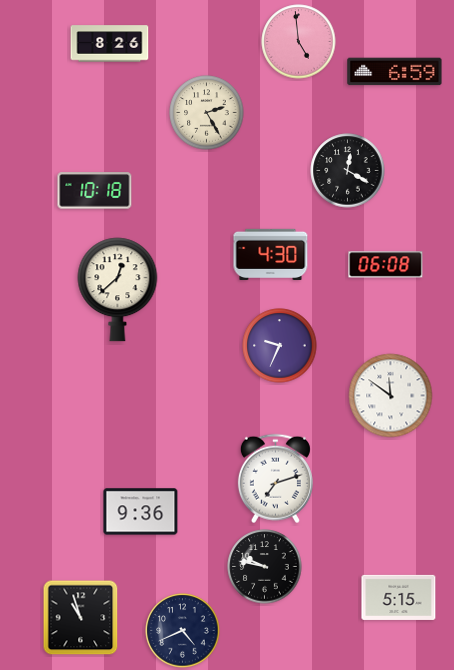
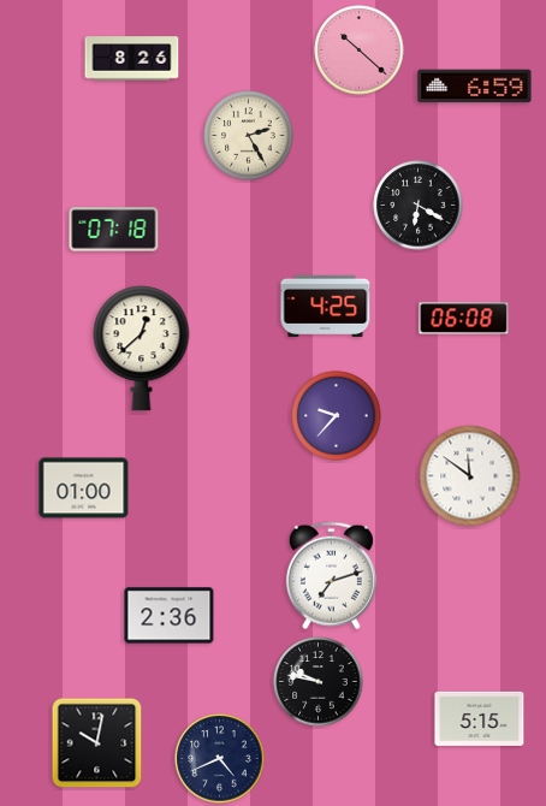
clock at (299, 42): 4:59 -> 10:22
clock at (110, 44) position: (110, 44) -> (132, 59)
clock at (348, 171): 12:20 -> 6:20
clock at (95, 191): 10:18 -> 07:18
clock at (271, 254): 4:30 -> 4:25
clock at (280, 346): 9:34 -> 9:37
clock at (84, 488): none -> 01:00
clock at (141, 512): 9:36 -> 2:36
clock at (81, 618): 10:57 -> 10:02
